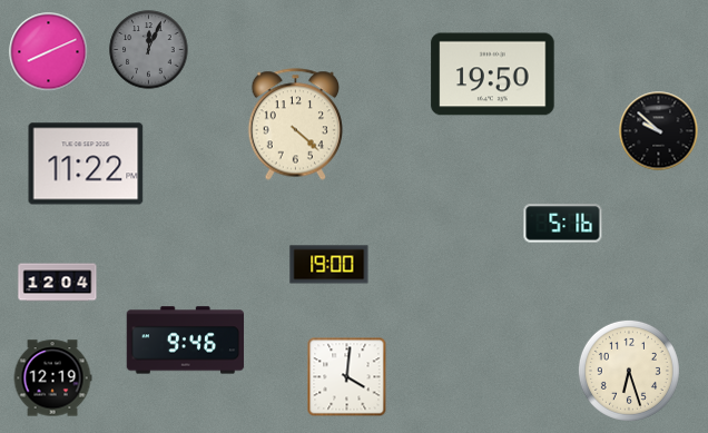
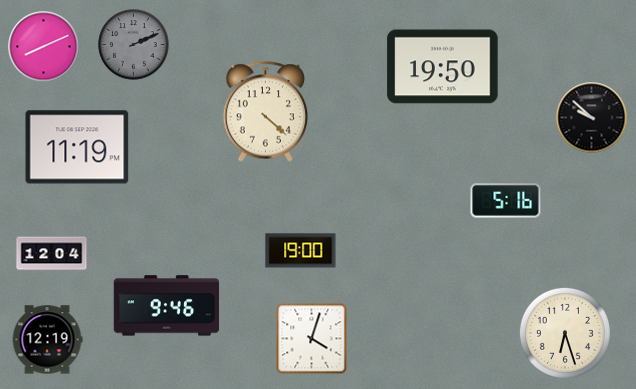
clock at (149, 50): 12:04 -> 2:11
clock at (86, 164): 11:22 -> 11:19
clock at (330, 265) position: (330, 265) -> (301, 251)
clock at (347, 377): 4:01 -> 4:03
